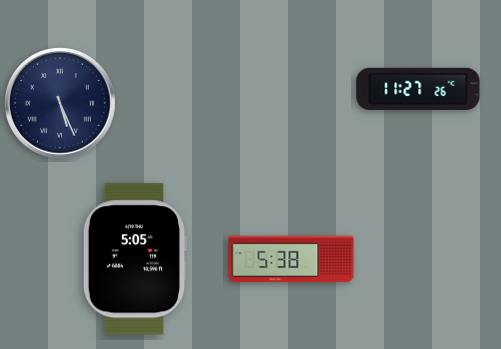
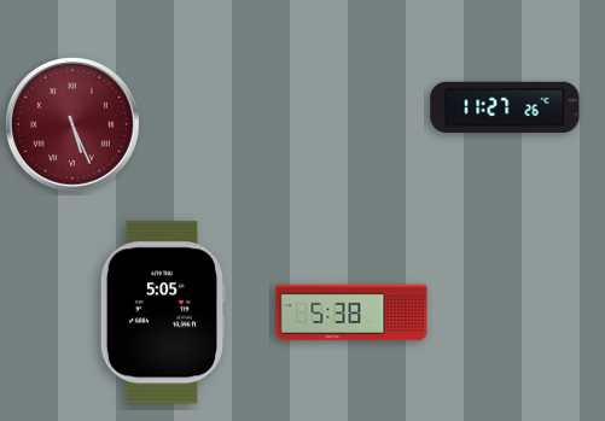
clock at (60, 103) dial: navy -> burgundy
